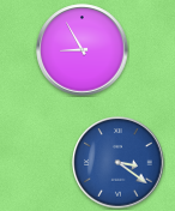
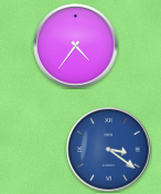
clock at (83, 50): 8:55 -> 4:36
